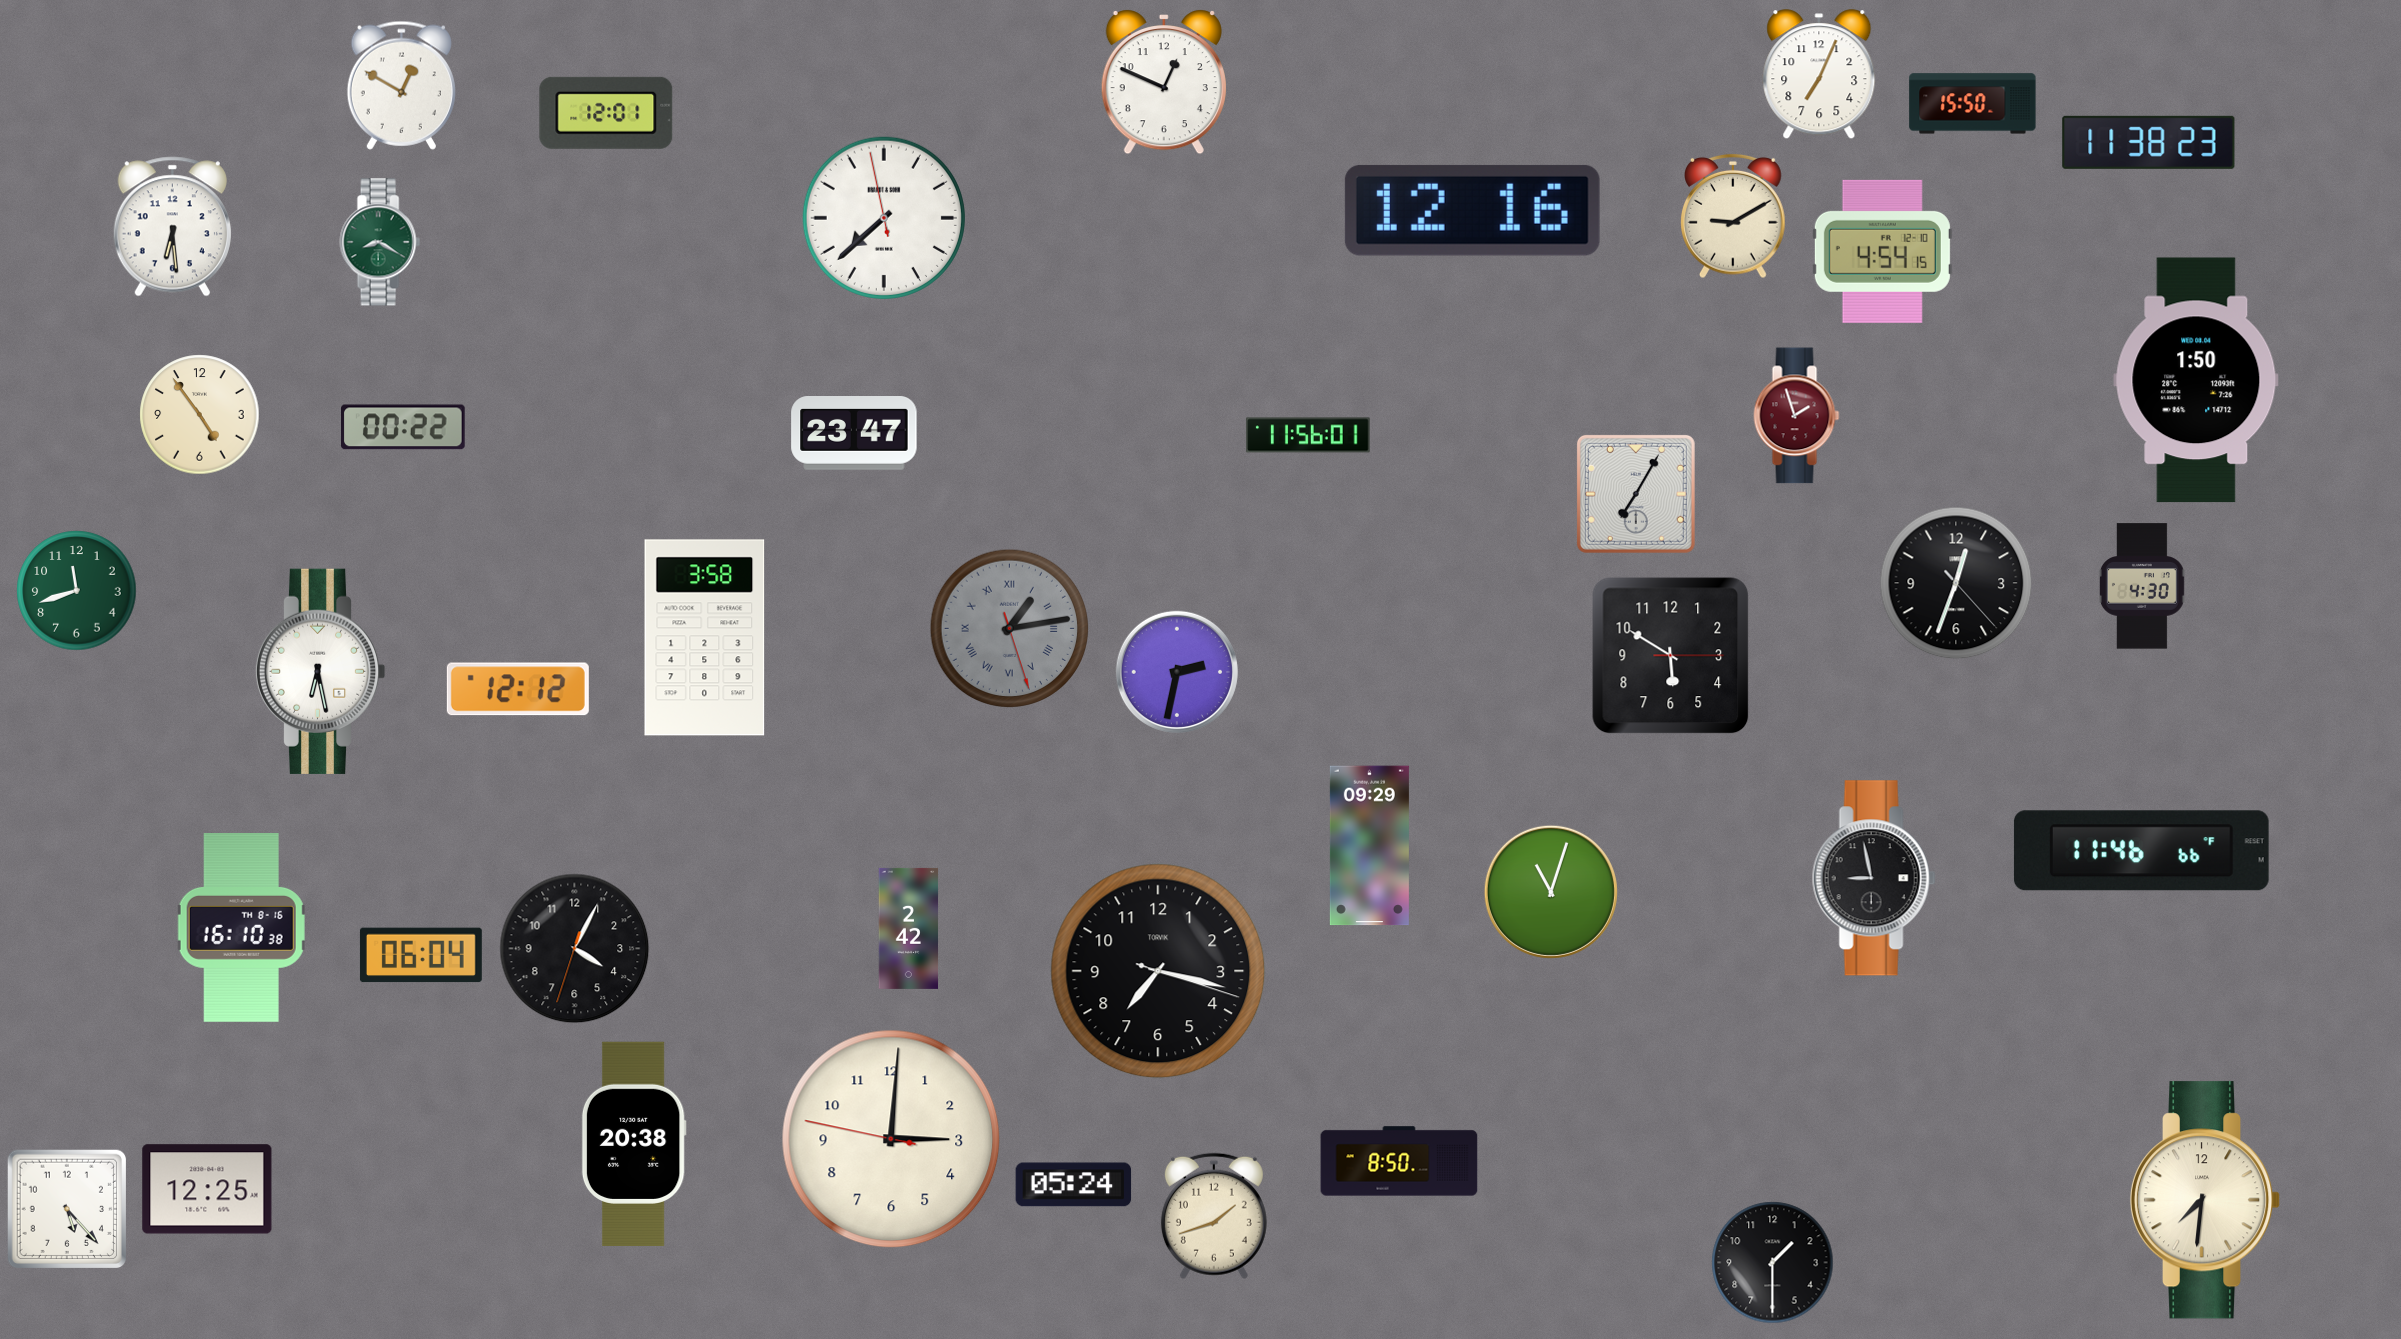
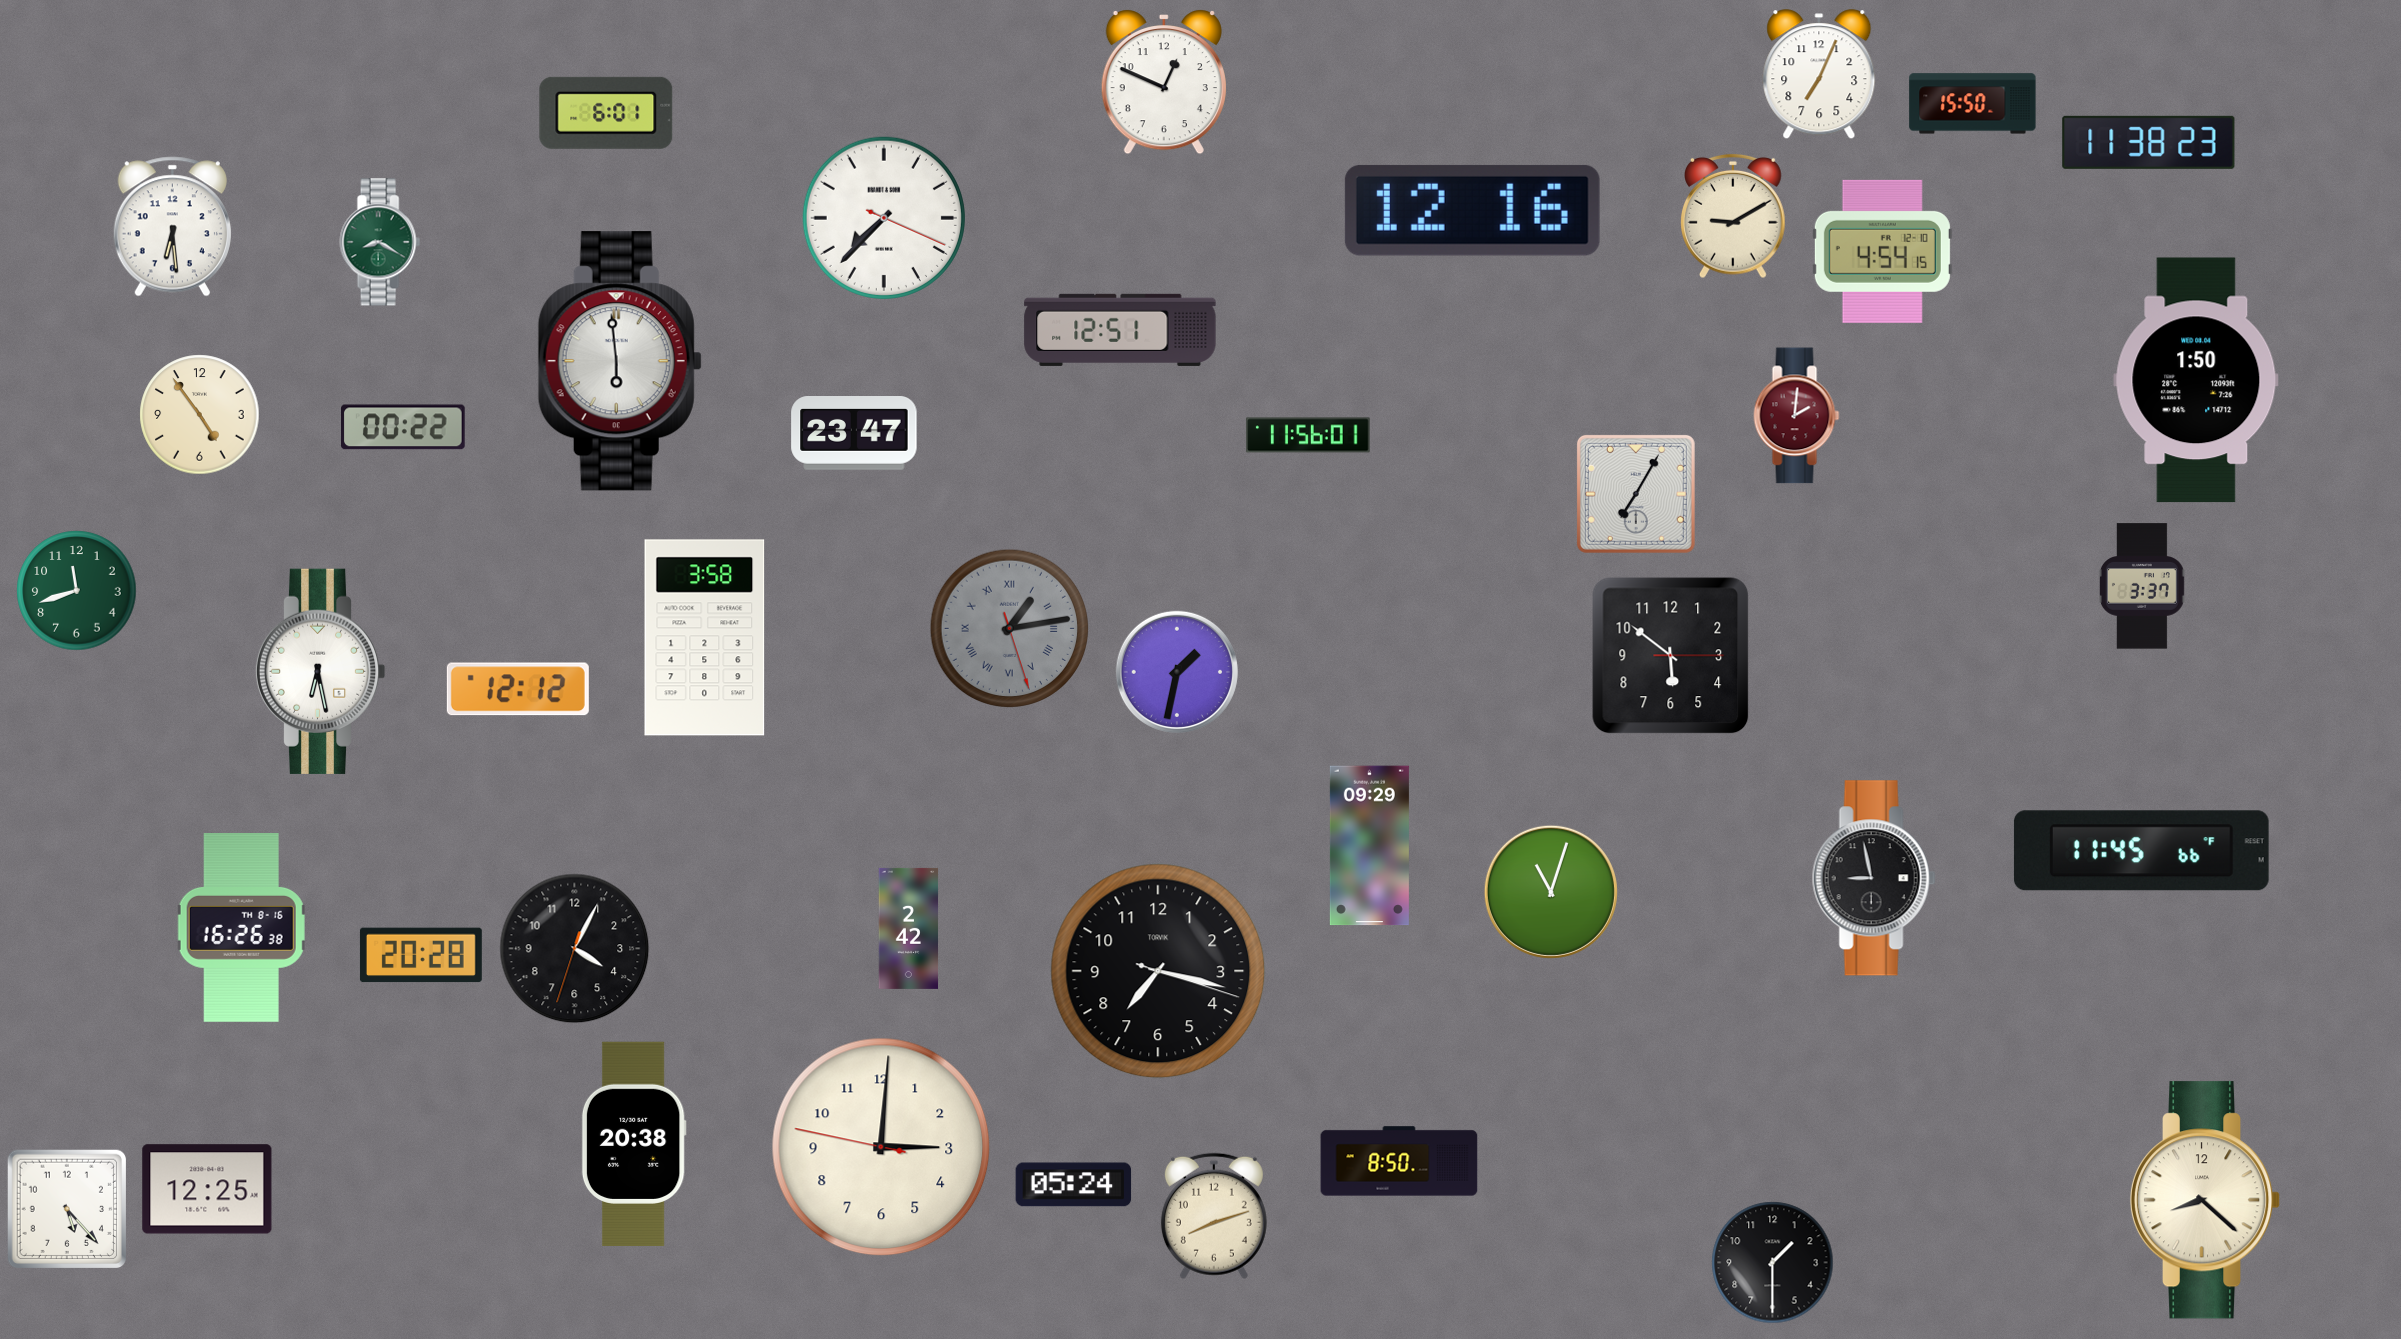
clock at (401, 85): 12:50 -> none
clock at (606, 113): 12:01 -> 6:01
clock at (884, 218): 7:37:58 -> 7:37:19
clock at (1120, 330): none -> 12:51
clock at (620, 361): none -> 5:59
clock at (1797, 416): 1:57 -> 2:01
clock at (1956, 583): 12:33 -> none
clock at (2142, 586): 4:30 -> 3:37
clock at (1671, 656): 5:50 -> 5:51
clock at (1177, 672): 2:32 -> 1:32
clock at (2141, 851): 11:46 -> 11:45
clock at (241, 928): 16:10 -> 16:26
clock at (421, 955): 06:04 -> 20:28
clock at (891, 1139) position: (891, 1139) -> (881, 1147)
clock at (2205, 1200): 7:31 -> 8:22
clock at (1214, 1216): 1:42 -> 8:12
